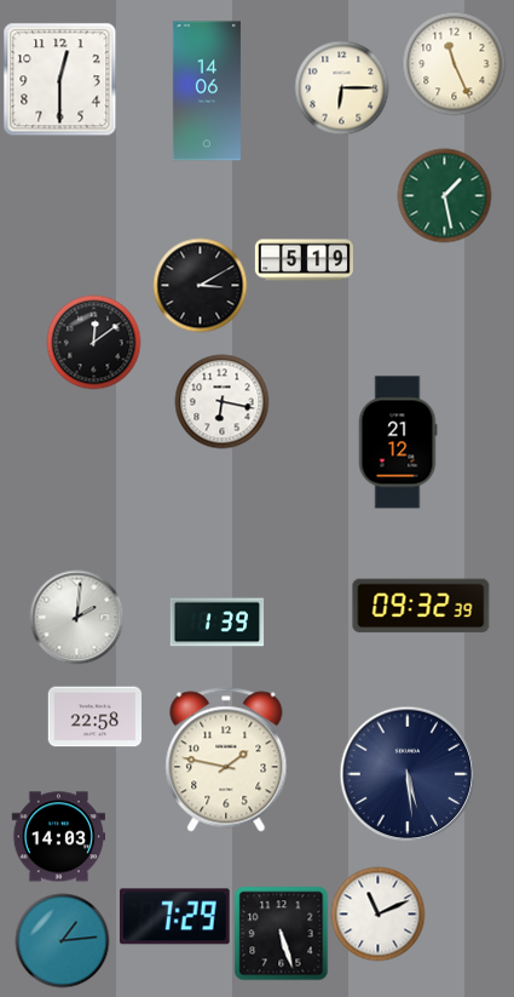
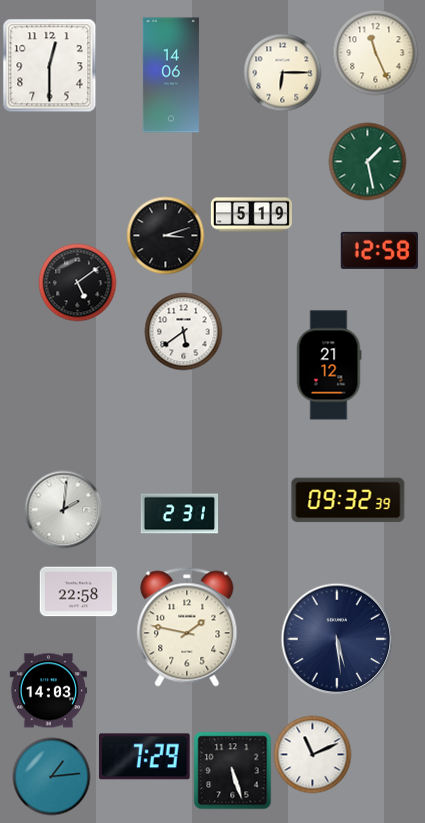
clock at (200, 285): 3:10 -> 3:12
clock at (379, 250): none -> 12:58
clock at (93, 342): 12:09 -> 5:09
clock at (221, 401): 6:17 -> 5:39
clock at (216, 623): 1:39 -> 2:31
